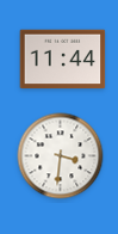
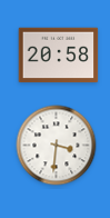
clock at (63, 60): 11:44 -> 20:58
